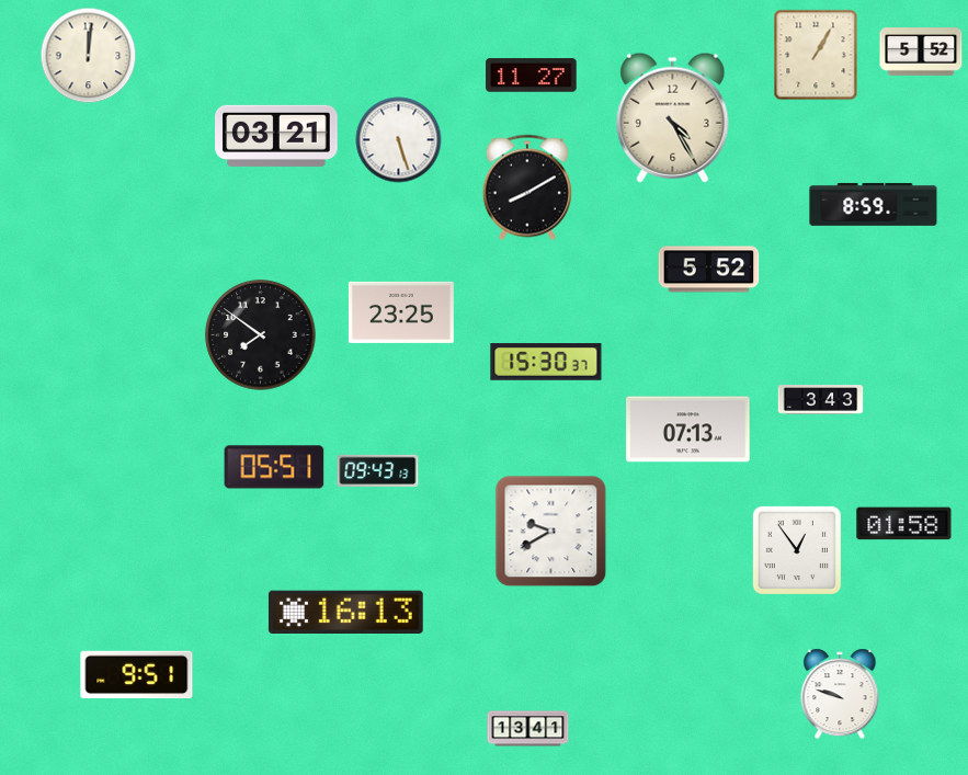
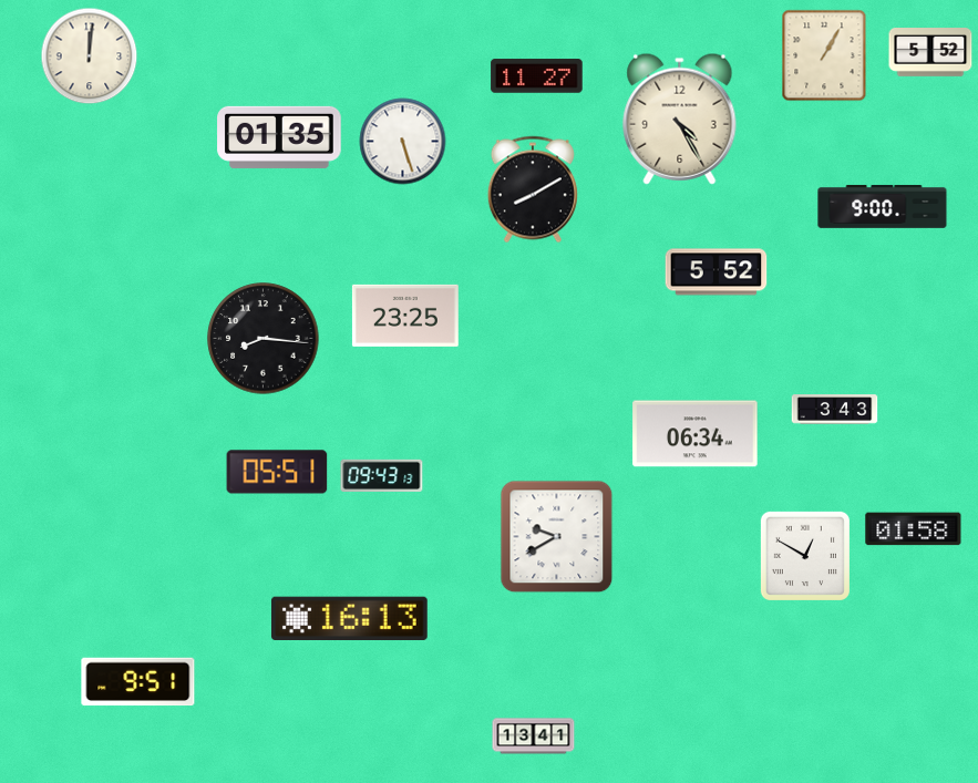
clock at (276, 136): 03:21 -> 01:35
clock at (874, 204): 8:59 -> 9:00
clock at (261, 335): 7:51 -> 8:16
clock at (546, 362): 15:30 -> none
clock at (821, 400) position: (821, 400) -> (835, 410)
clock at (688, 430): 07:13 -> 06:34
clock at (797, 550): 12:54 -> 12:50
clock at (840, 694): 9:48 -> none
